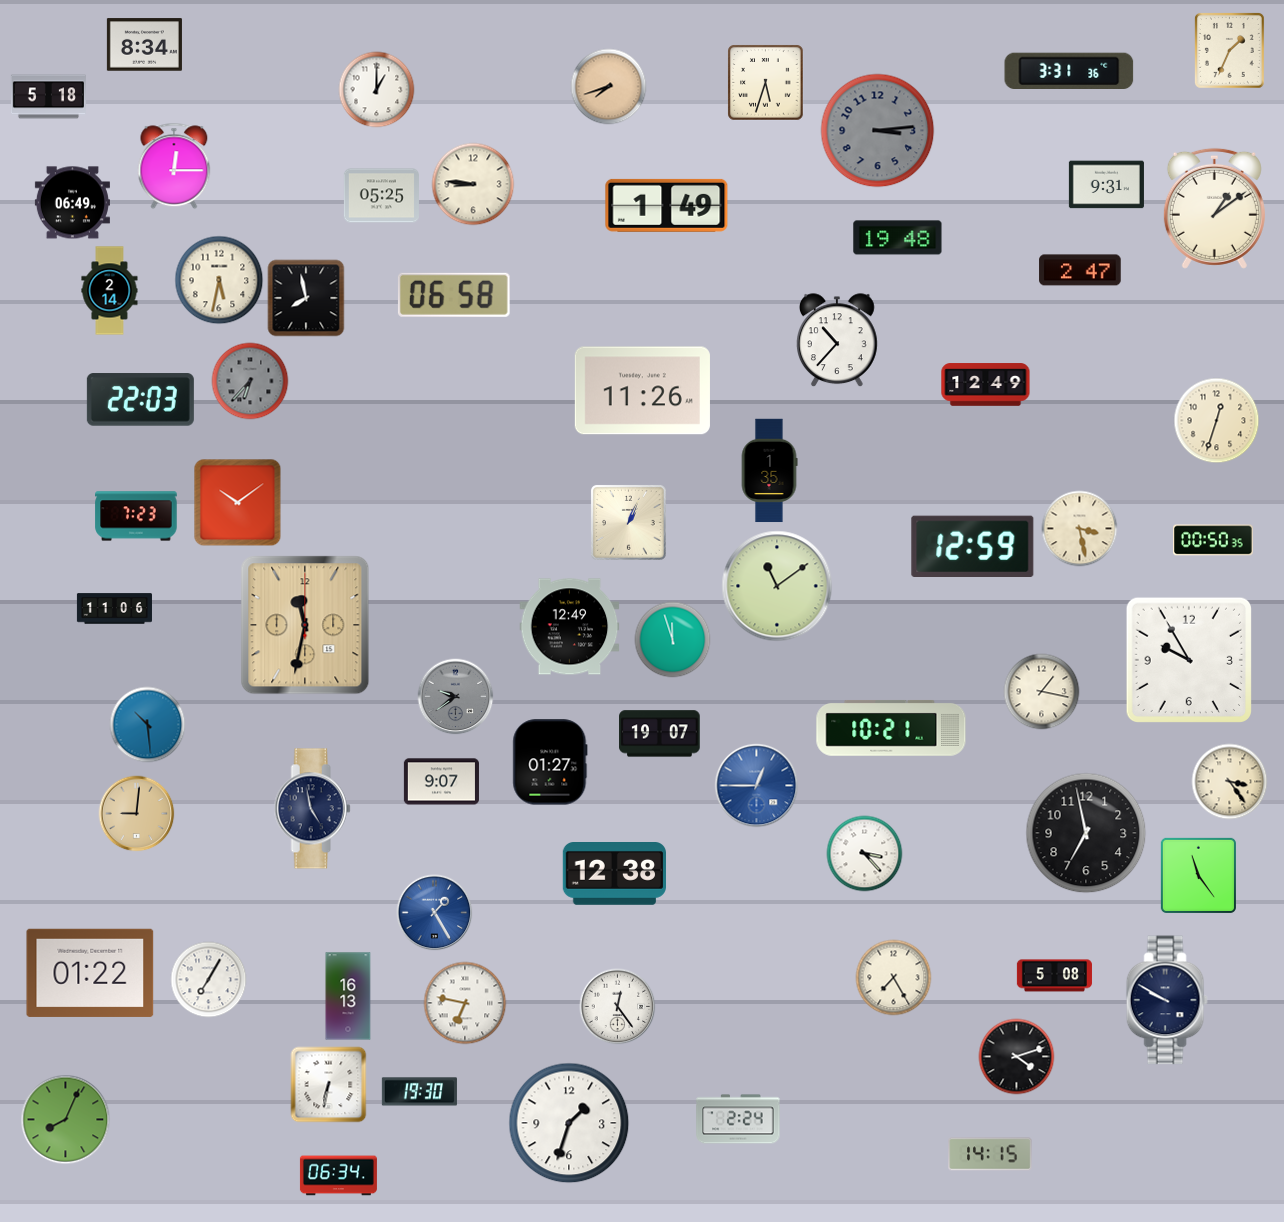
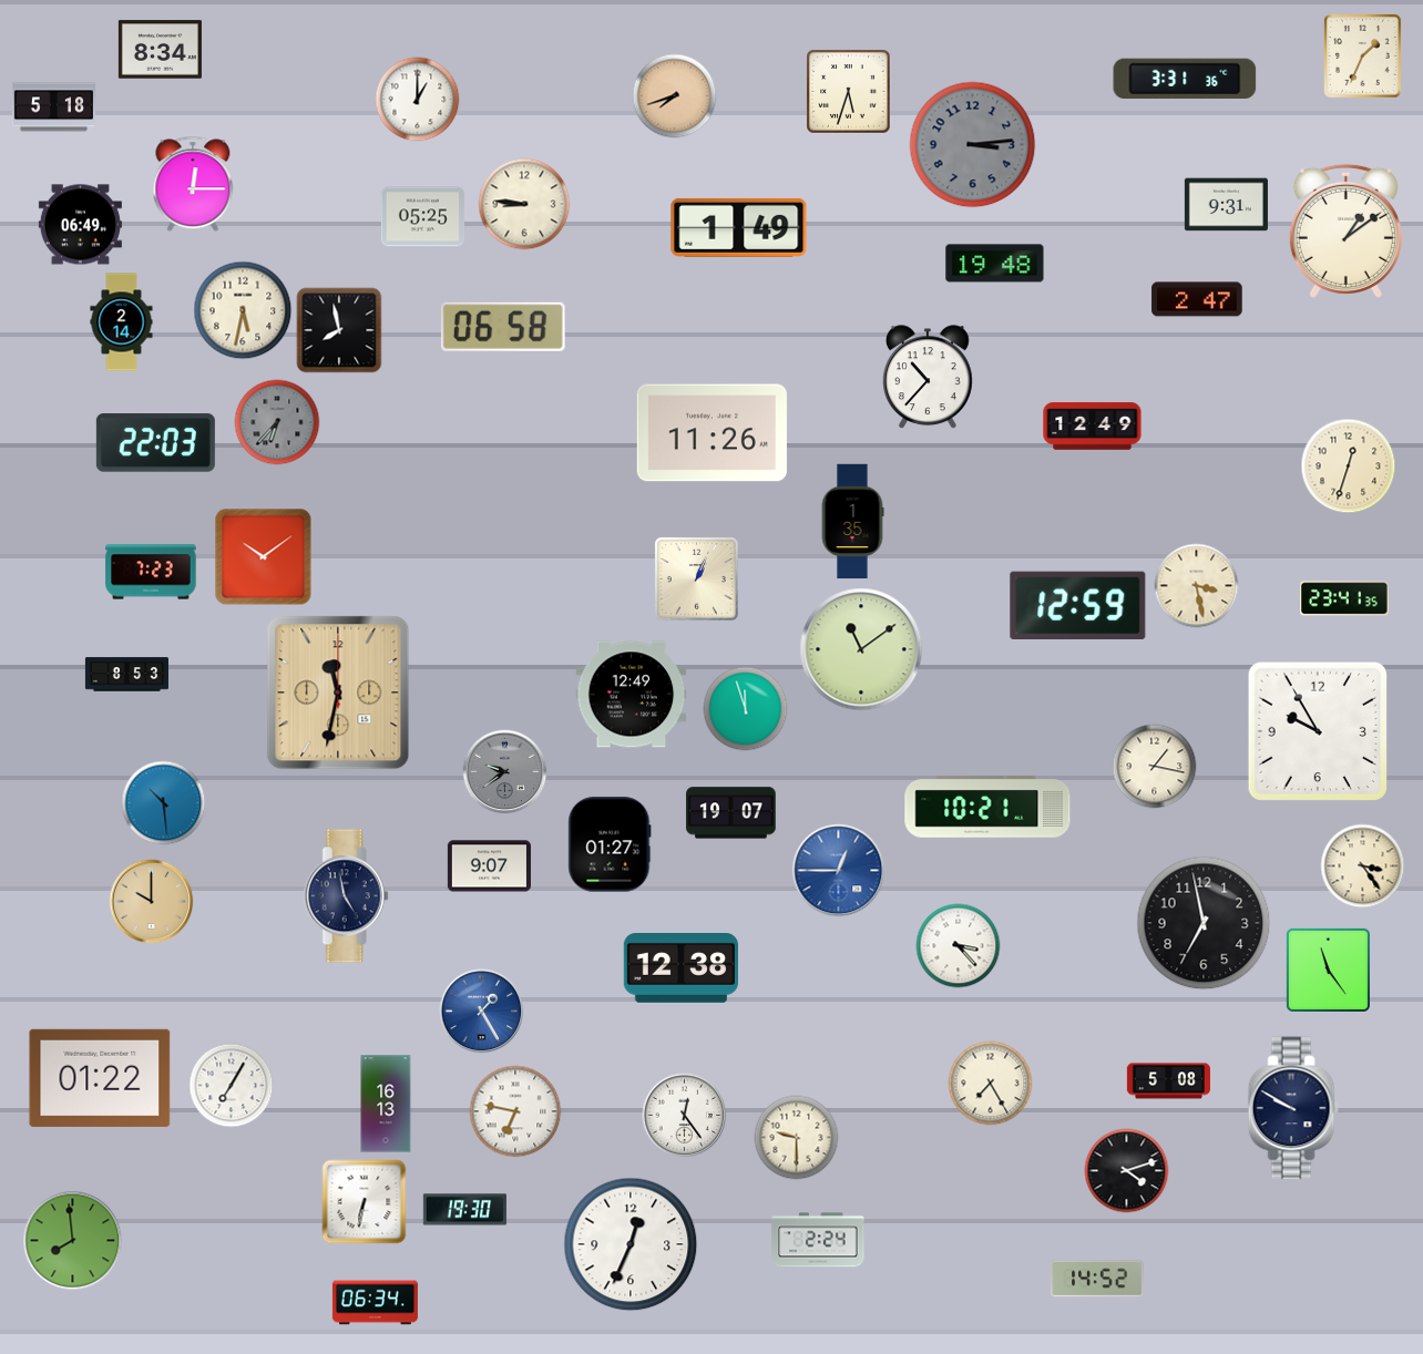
clock at (1214, 540): 00:50 -> 23:41
clock at (114, 609): 11:06 -> 8:53
clock at (137, 814): 9:01 -> 10:00
clock at (797, 1138): none -> 9:30
clock at (66, 1120): 8:04 -> 7:59
clock at (569, 1123): 1:33 -> 12:34
clock at (990, 1154): 14:15 -> 14:52
